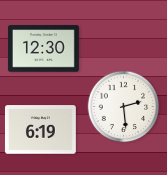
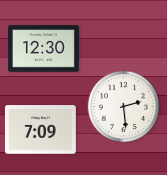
clock at (40, 130): 6:19 -> 7:09
